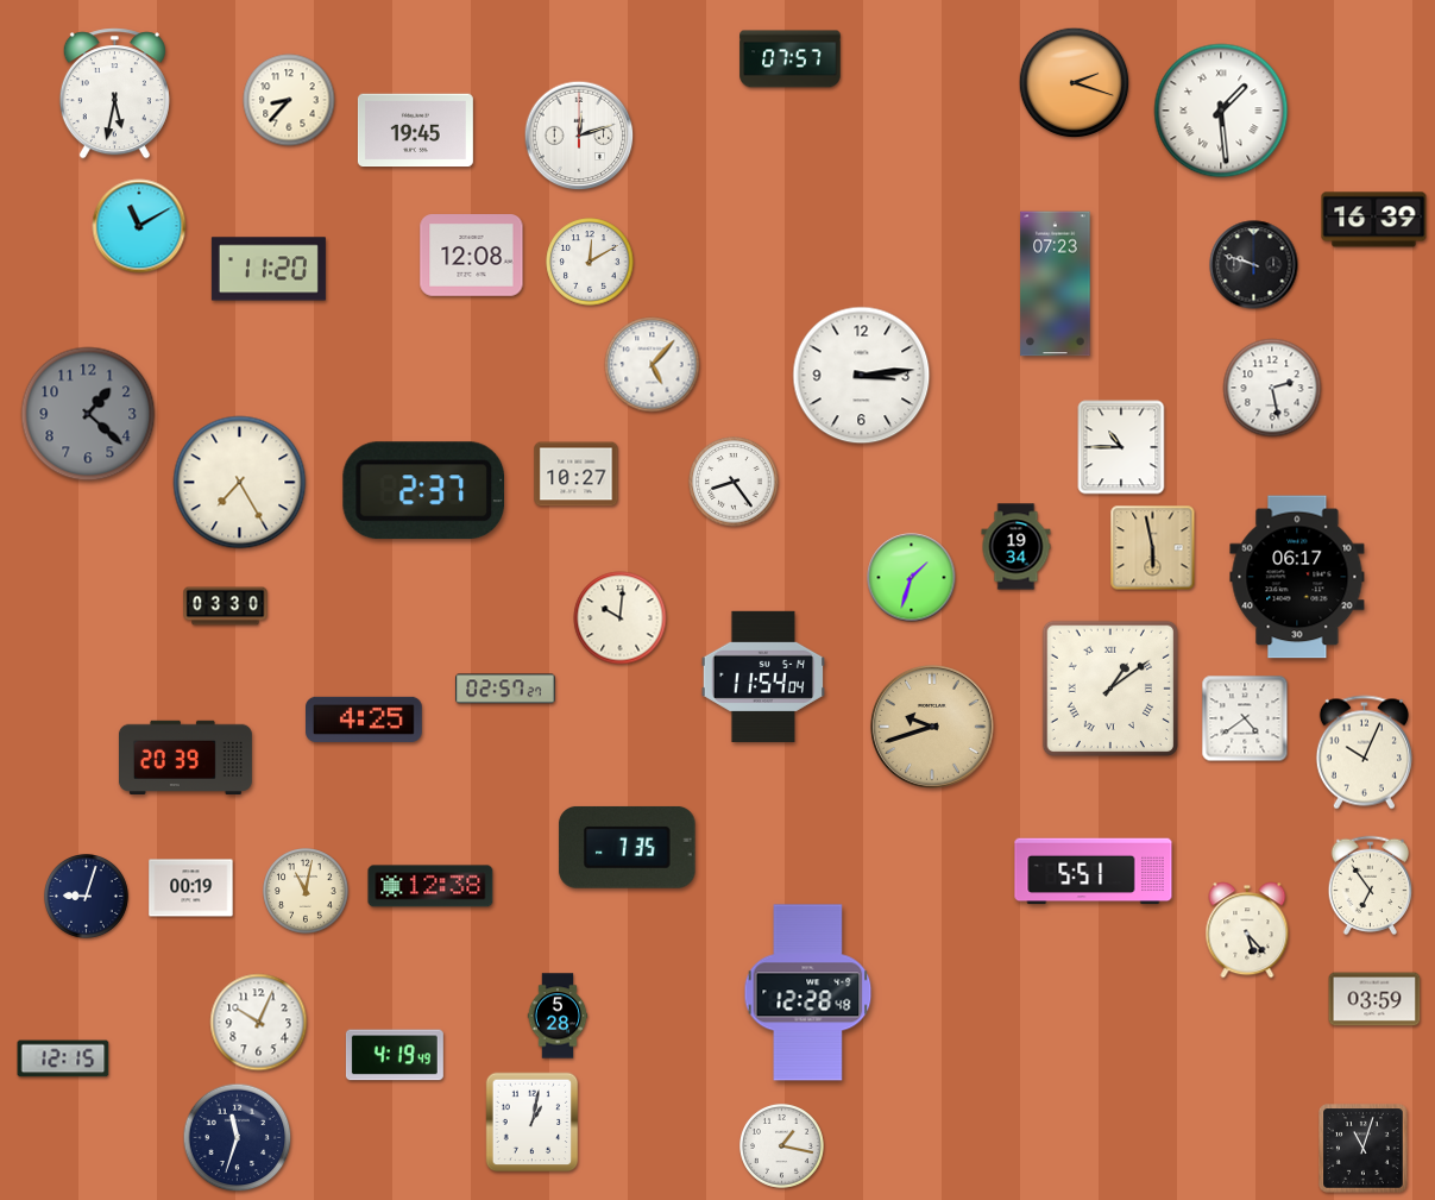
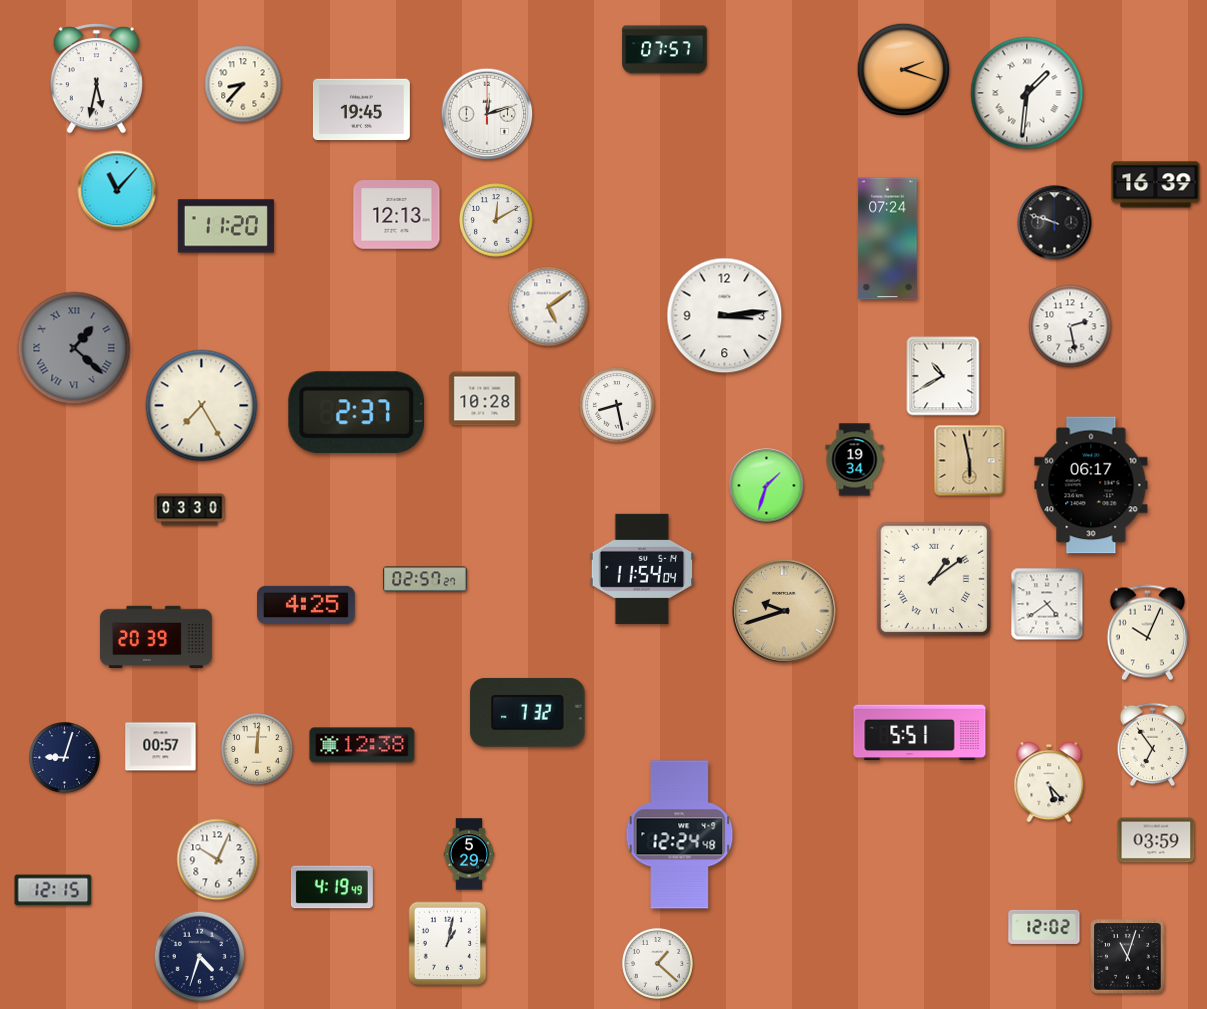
clock at (1221, 111): 1:29 -> 1:31
clock at (415, 131) position: (415, 131) -> (361, 110)
clock at (139, 226): 11:10 -> 11:07
clock at (472, 256): 12:08 -> 12:13
clock at (1056, 284): 07:23 -> 07:24
clock at (653, 365): 5:07 -> 5:09
clock at (88, 414) numerals: Arabic -> Roman
clock at (1121, 447): 10:45 -> 10:40
clock at (577, 475): 10:27 -> 10:28
clock at (734, 482): 8:24 -> 8:28
clock at (621, 618): 10:01 -> none
clock at (628, 847): 7:35 -> 7:32
clock at (191, 888): 00:19 -> 00:57
clock at (306, 891): 11:02 -> 12:01
clock at (87, 897) position: (87, 897) -> (65, 758)
clock at (808, 993): 12:28 -> 12:24
clock at (558, 1016): 5:28 -> 5:29
clock at (1044, 927): none -> 12:02
clock at (238, 1138): 11:33 -> 4:33
clock at (782, 1146): 1:17 -> 1:22
clock at (1364, 1149) position: (1364, 1149) -> (1128, 957)
